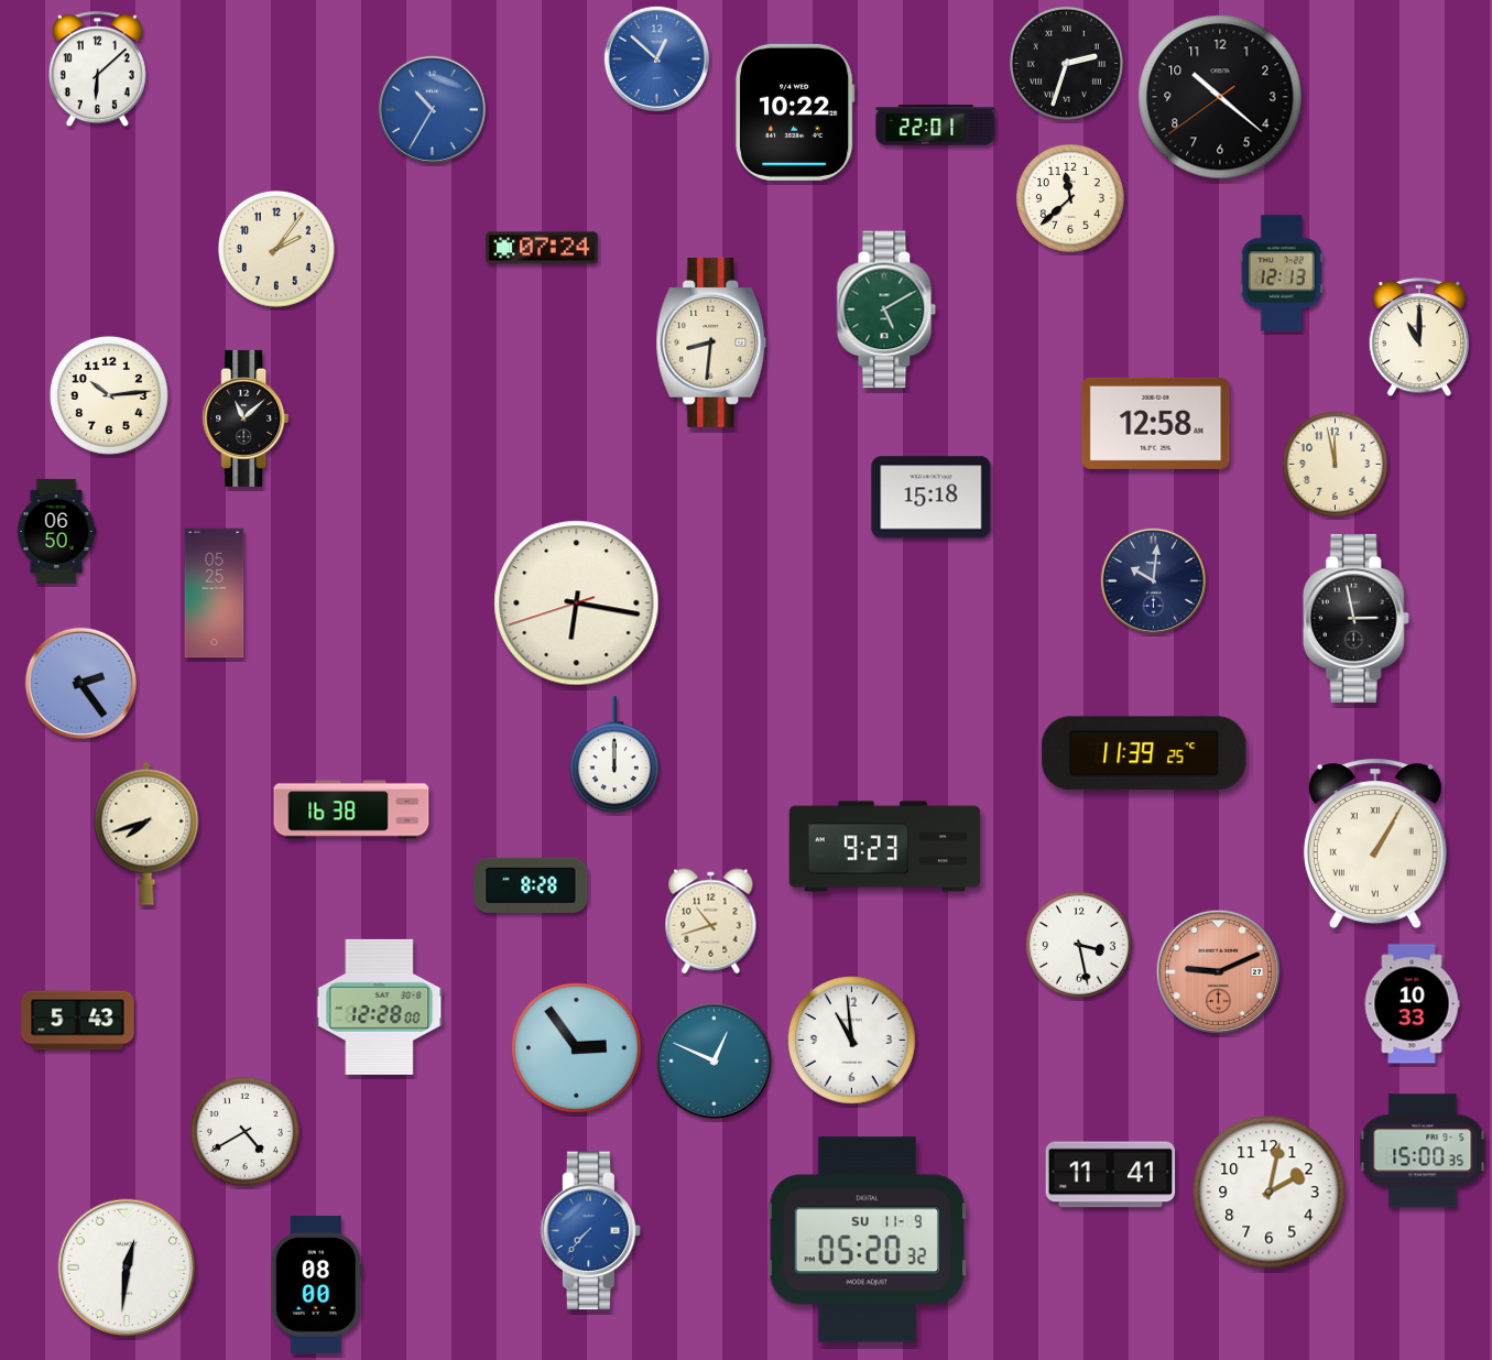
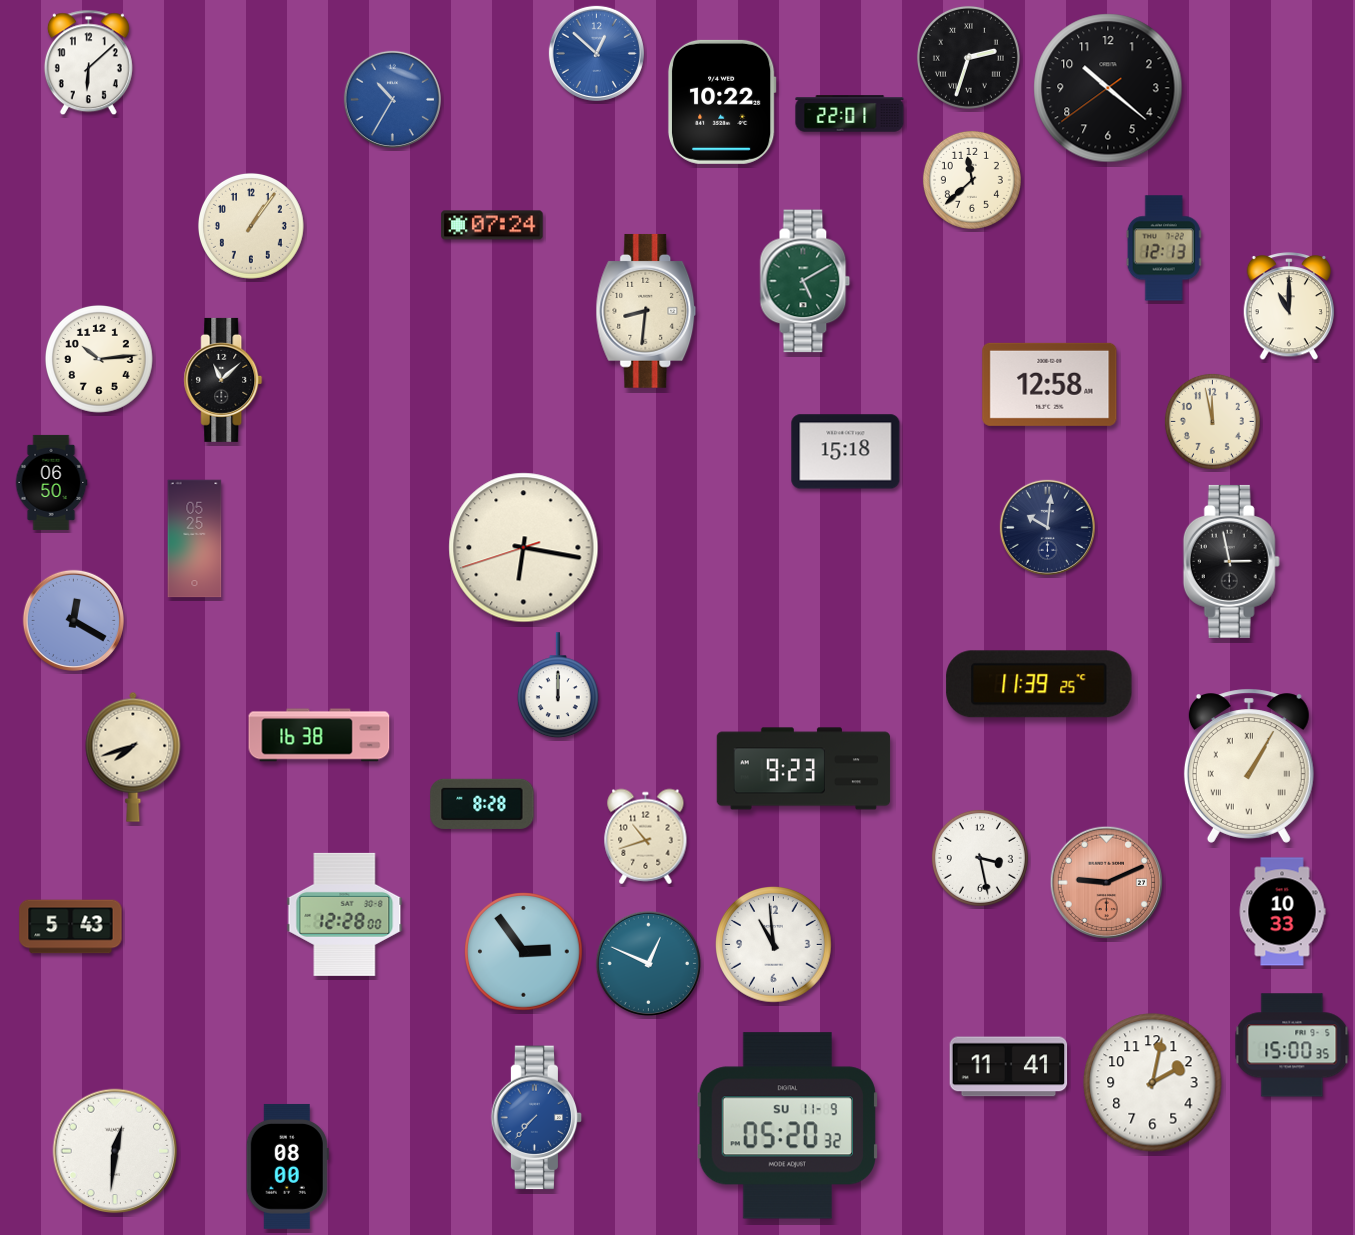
clock at (276, 249): 2:06 -> 1:06
clock at (80, 683): 2:24 -> 12:20
clock at (244, 1131): 4:40 -> none
